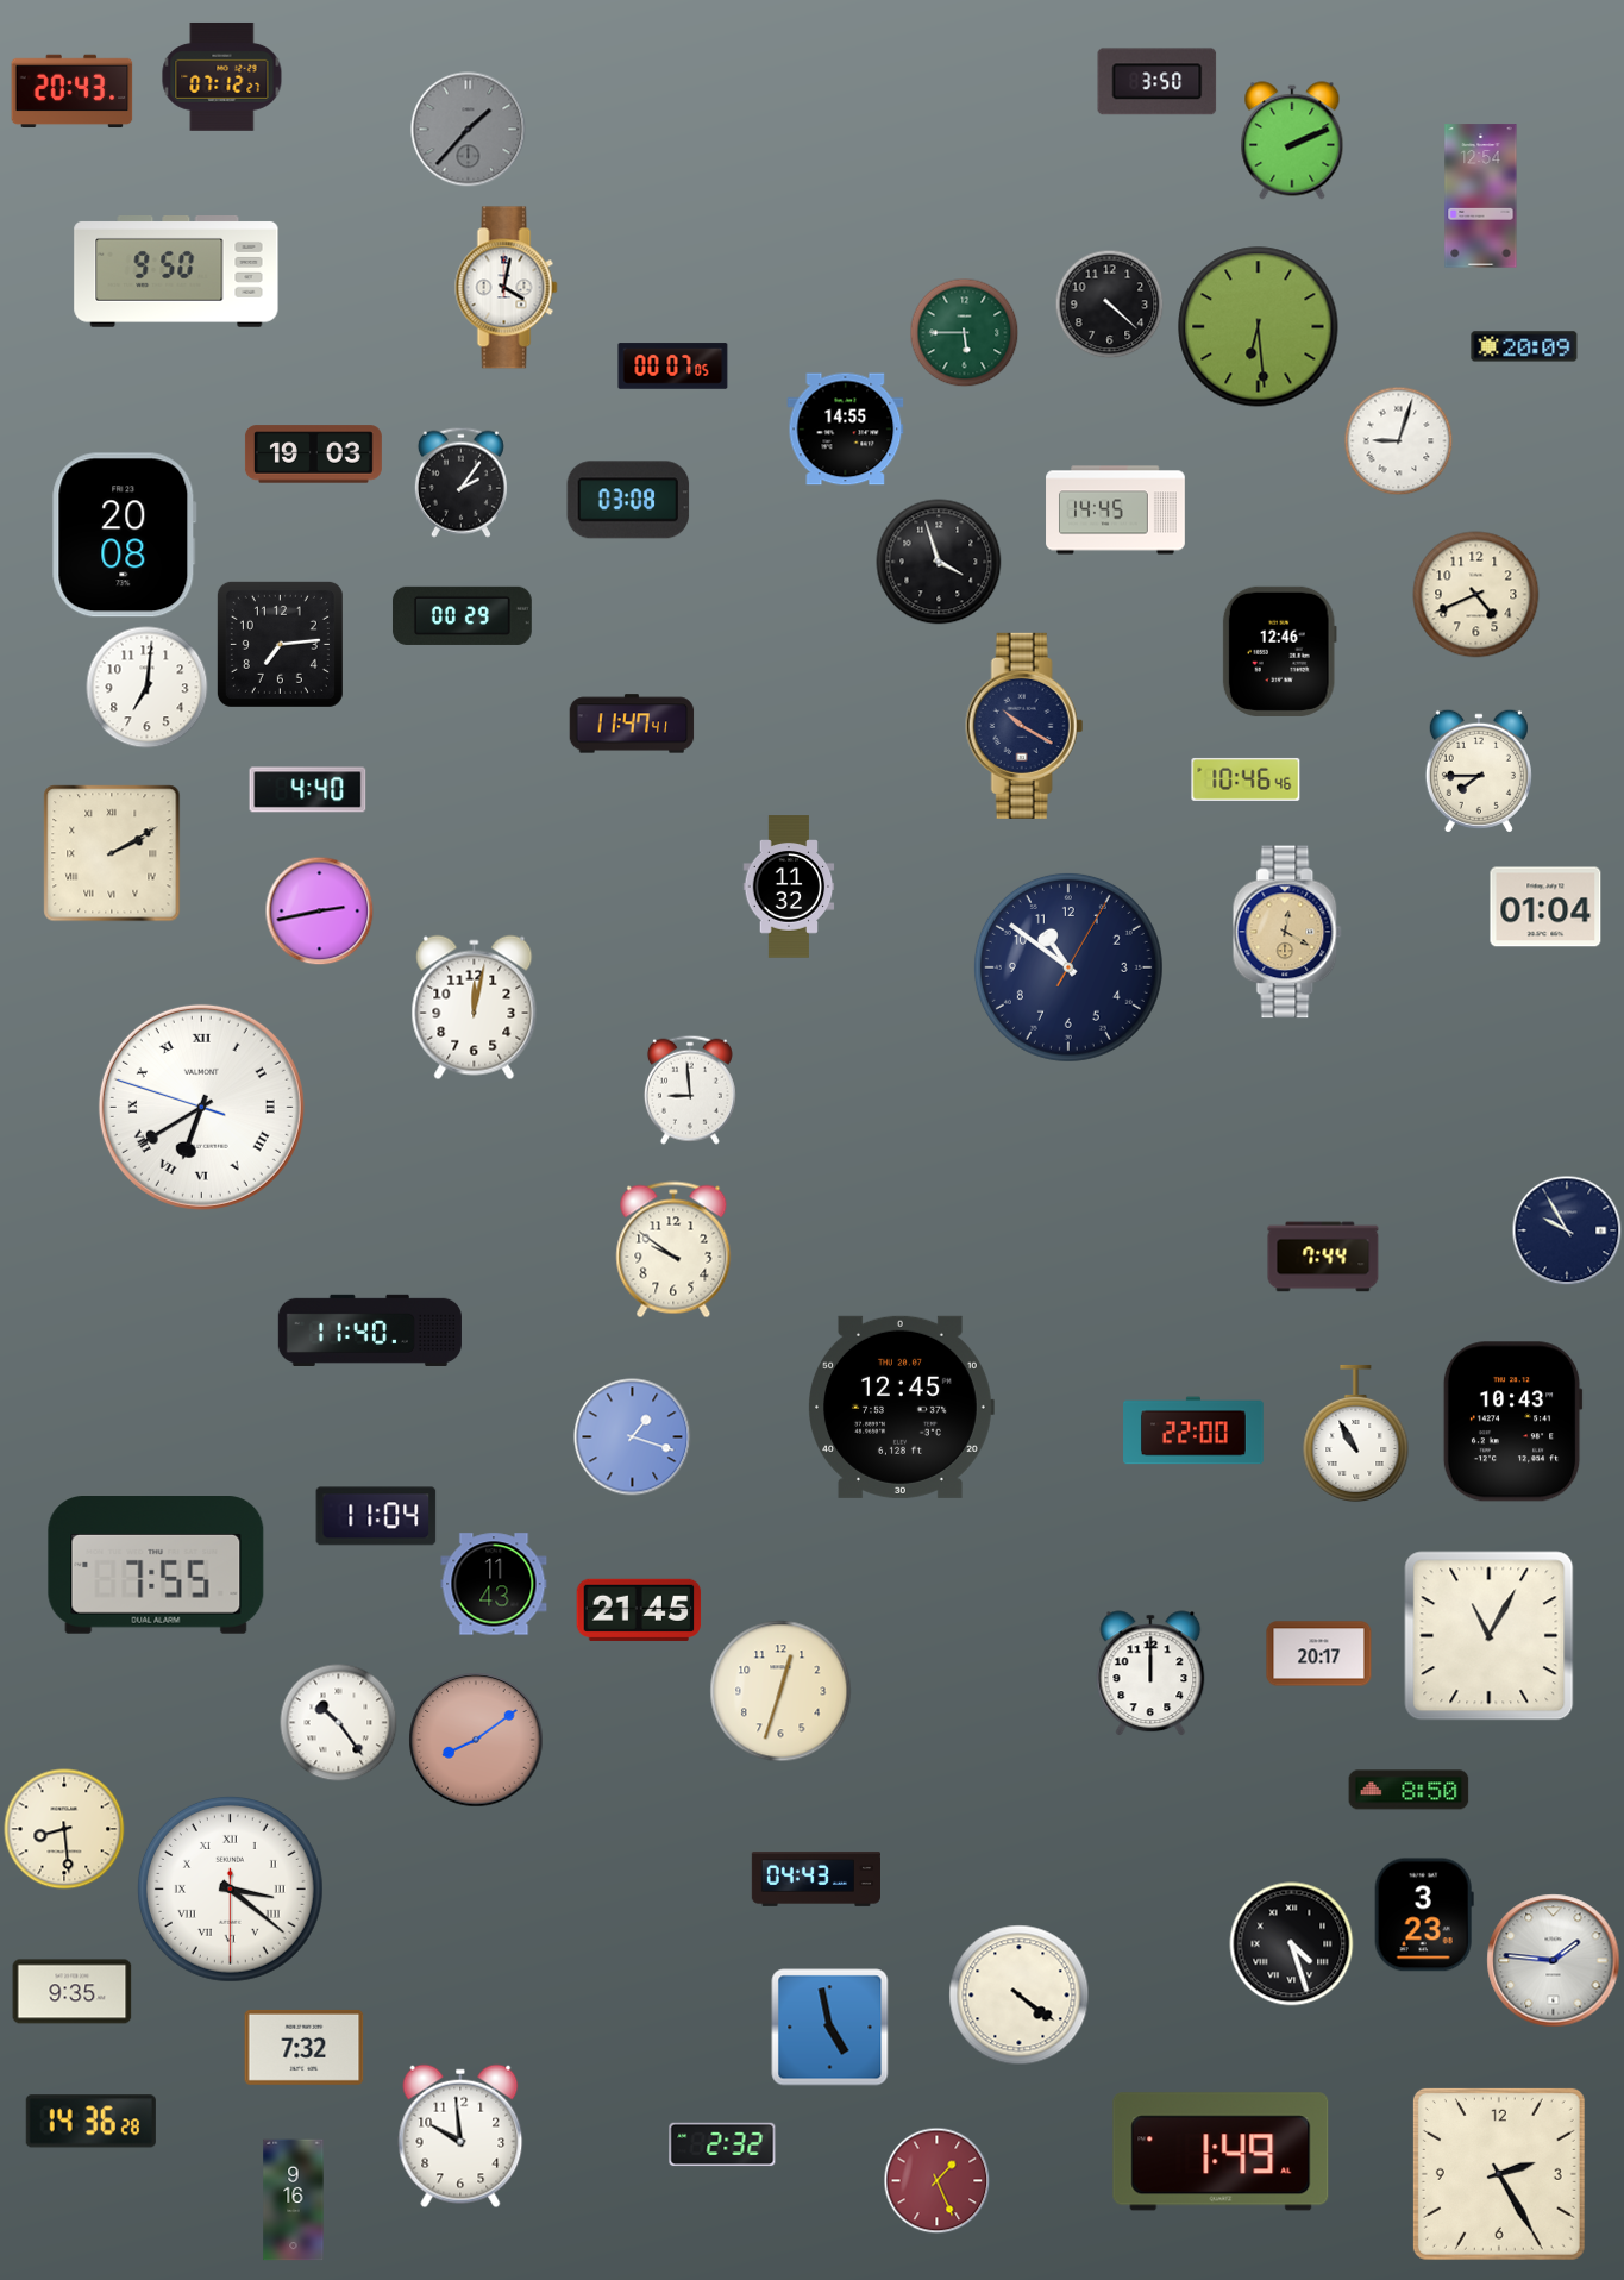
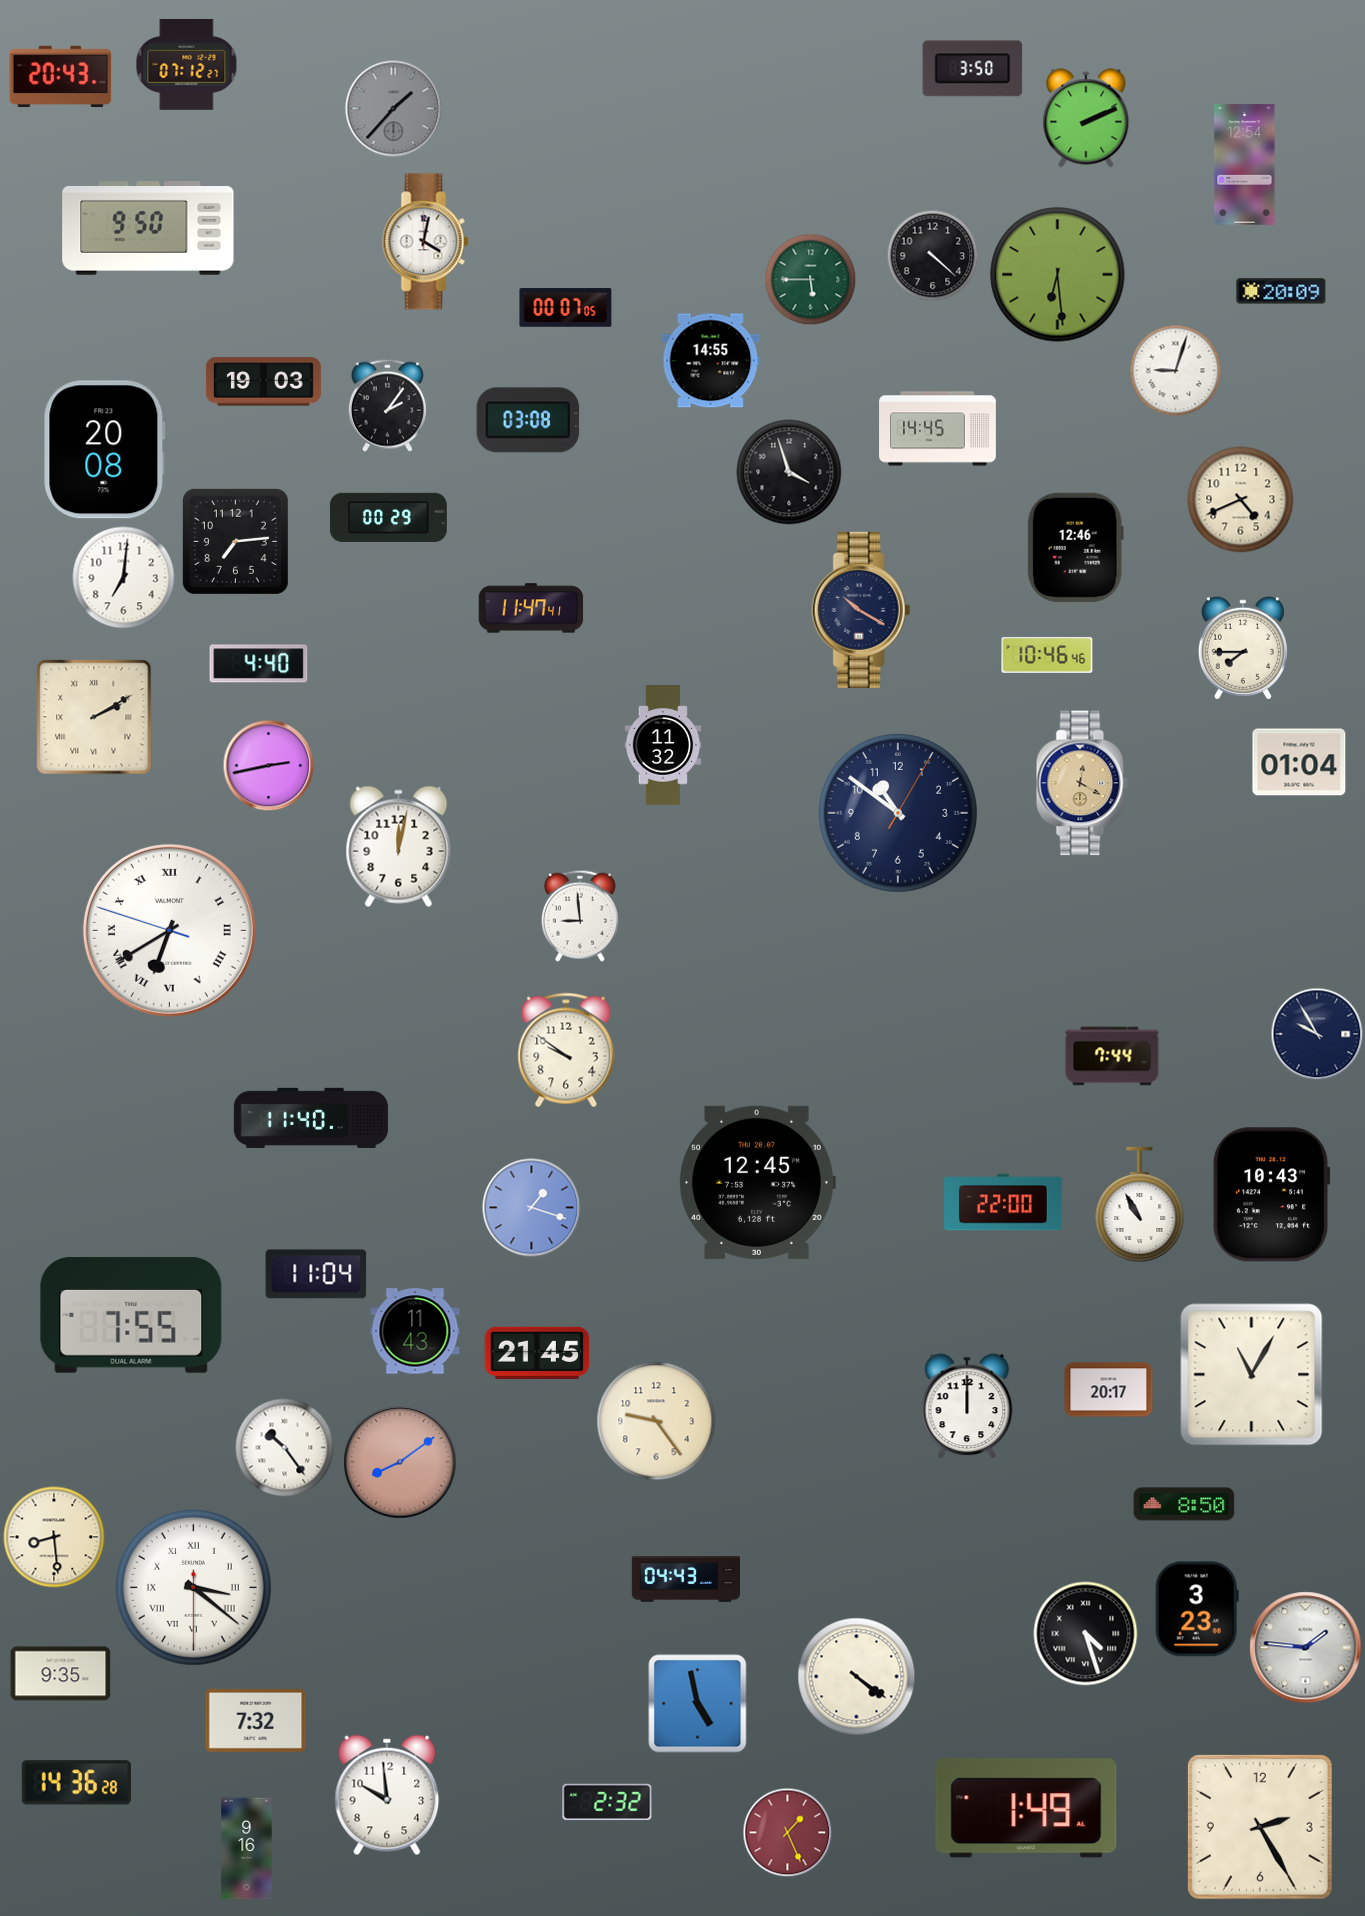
clock at (780, 1691): 12:33 -> 9:24
